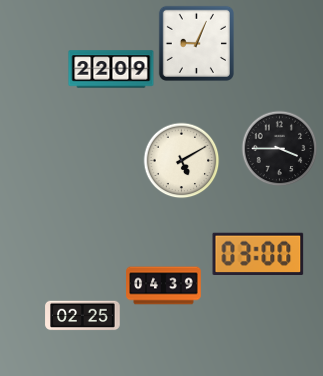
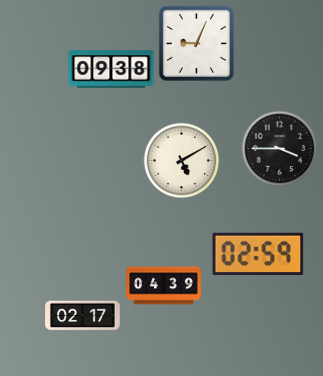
clock at (111, 69): 22:09 -> 09:38
clock at (258, 253): 03:00 -> 02:59
clock at (83, 316): 02:25 -> 02:17
